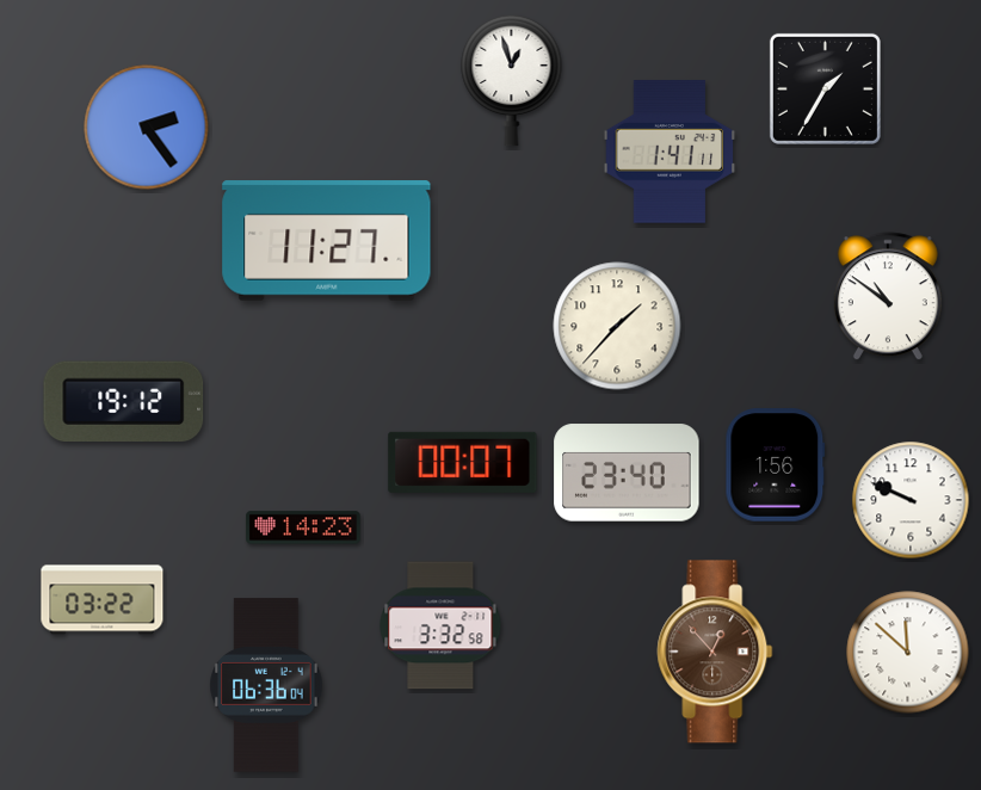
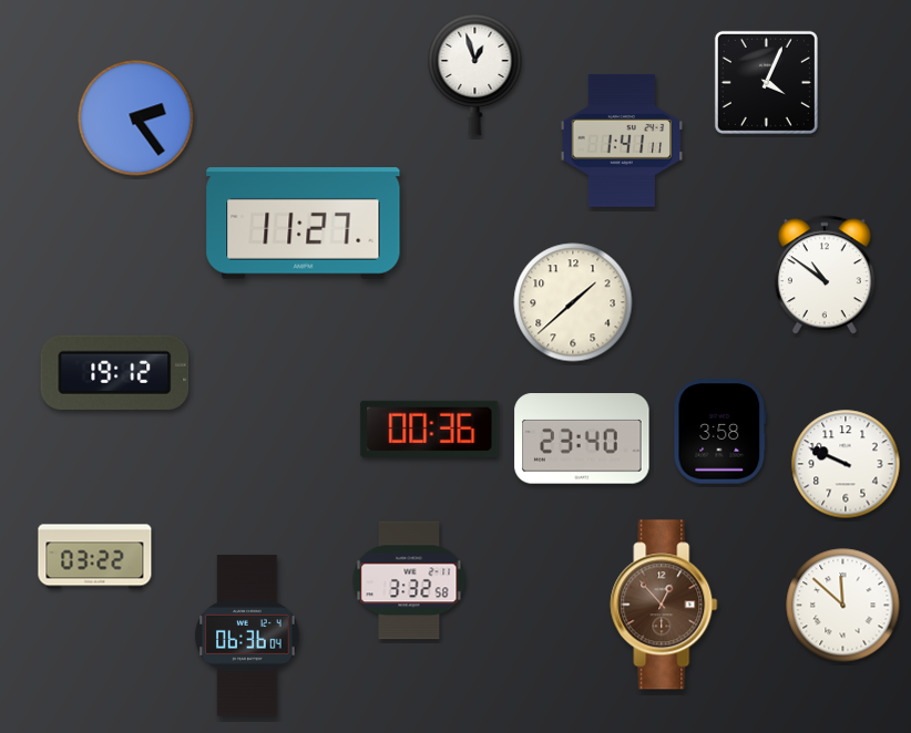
clock at (825, 88): 1:35 -> 4:04
clock at (617, 326): 1:37 -> 1:38
clock at (463, 462): 00:07 -> 00:36
clock at (776, 465): 1:56 -> 3:58
clock at (303, 527): 14:23 -> none
